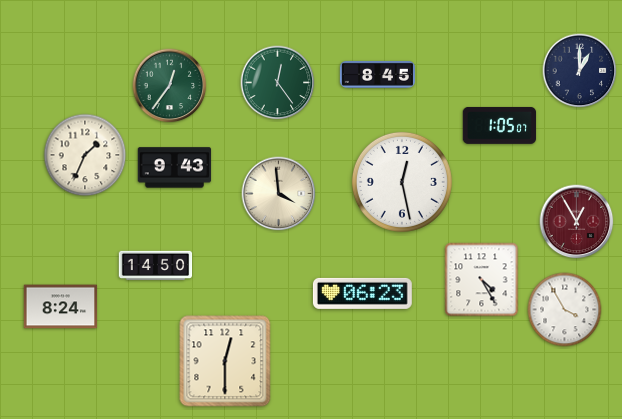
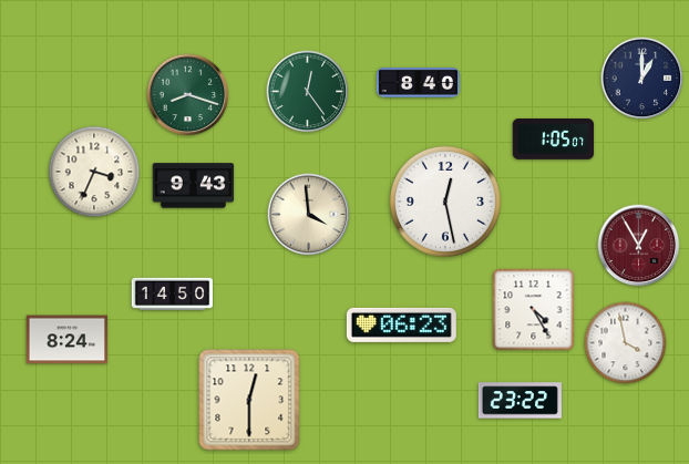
clock at (377, 74): 8:45 -> 8:40
clock at (170, 86): 12:36 -> 8:18
clock at (85, 155): 1:34 -> 3:34
clock at (565, 310): 3:55 -> 3:58
clock at (520, 401): none -> 23:22
